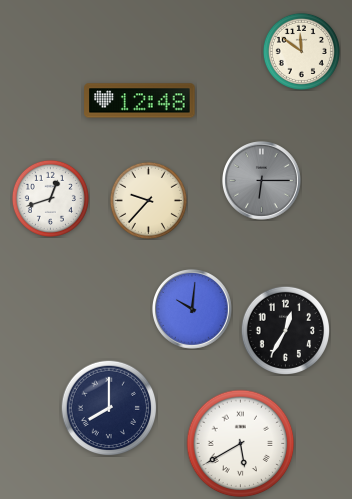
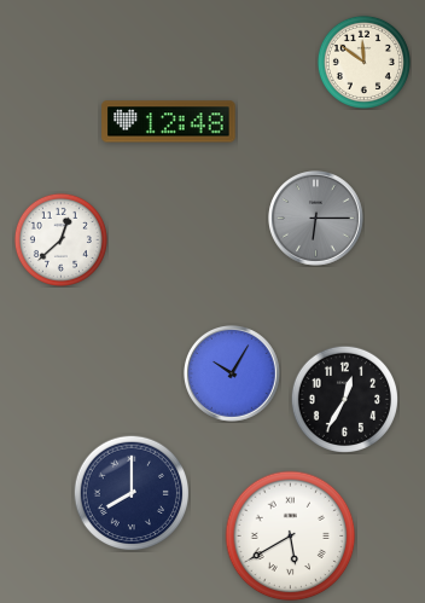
clock at (50, 198): 12:42 -> 12:38
clock at (148, 200): 9:37 -> none
clock at (193, 310): 10:01 -> 10:05
